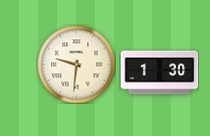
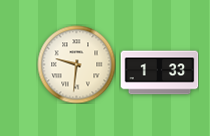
clock at (159, 73): 1:30 -> 1:33
